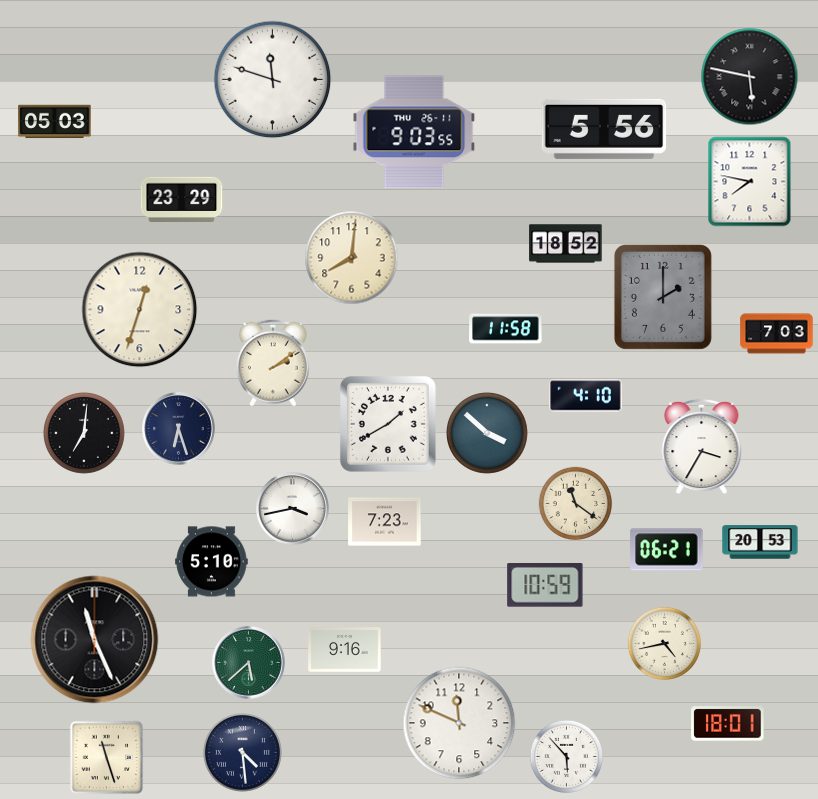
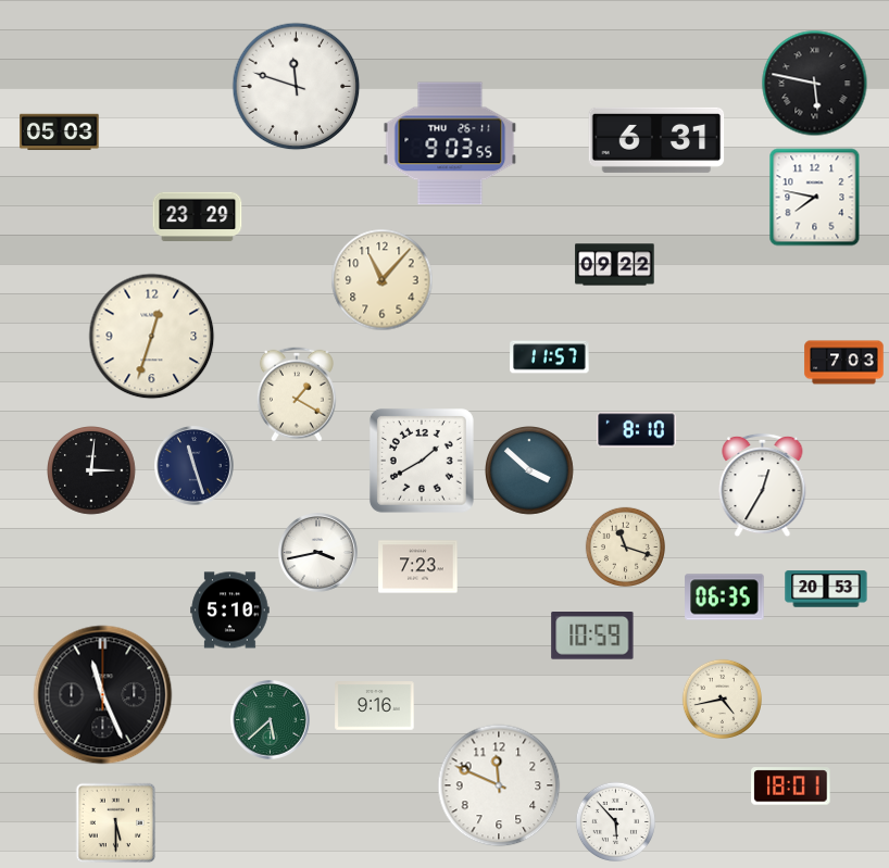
clock at (604, 129): 5:56 -> 6:31
clock at (566, 244): 18:52 -> 09:22
clock at (352, 258): 8:01 -> 11:07
clock at (663, 297): 2:00 -> none
clock at (506, 329): 11:58 -> 11:57
clock at (273, 363): 2:09 -> 1:20
clock at (586, 396): 4:10 -> 8:10
clock at (179, 429): 6:27 -> 11:27
clock at (85, 434): 7:01 -> 3:01
clock at (702, 447): 3:35 -> 12:35
clock at (575, 503): 11:21 -> 11:18
clock at (667, 550): 06:21 -> 06:35
clock at (242, 752): 4:29 -> none
clock at (107, 758): 11:27 -> 5:30
